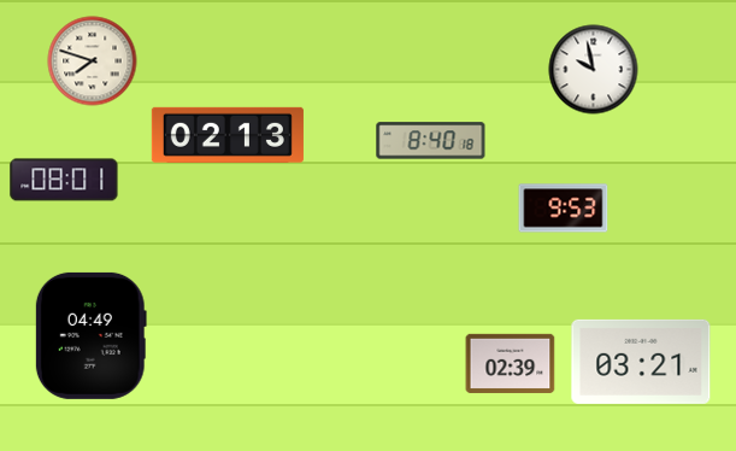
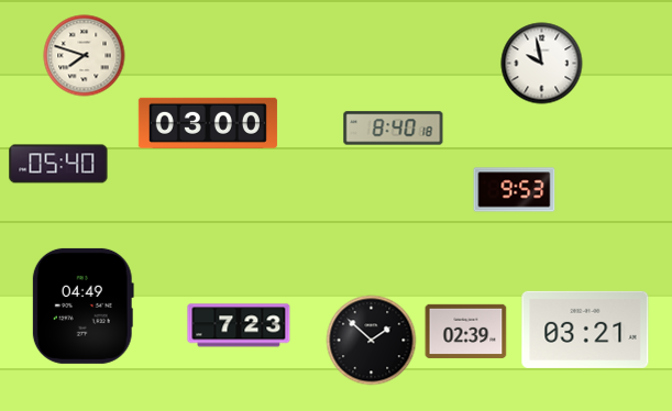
clock at (228, 135): 02:13 -> 03:00
clock at (64, 180): 08:01 -> 05:40
clock at (239, 325): none -> 7:23
clock at (372, 341): none -> 1:52
